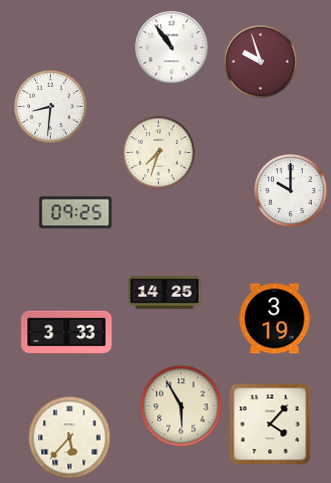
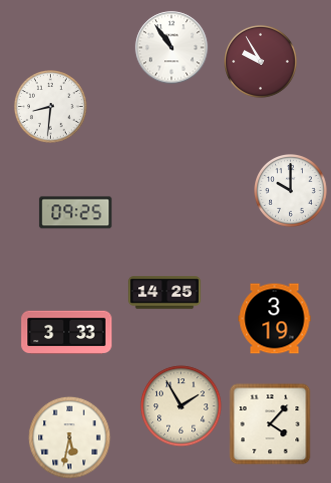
clock at (261, 62): 9:57 -> 9:55
clock at (159, 153): 7:33 -> none
clock at (181, 406): 5:55 -> 1:55
clock at (70, 438): 5:37 -> 5:32
